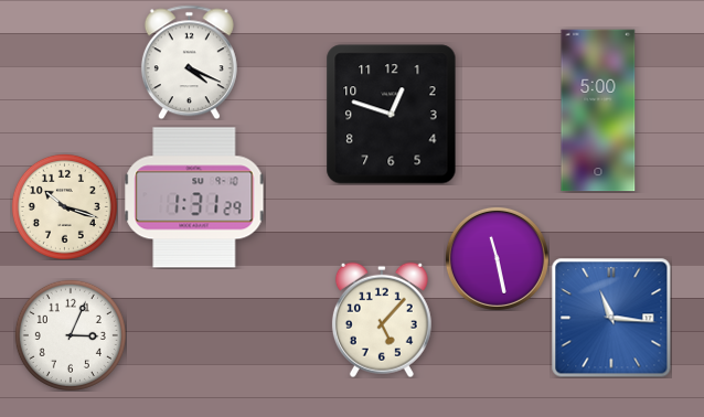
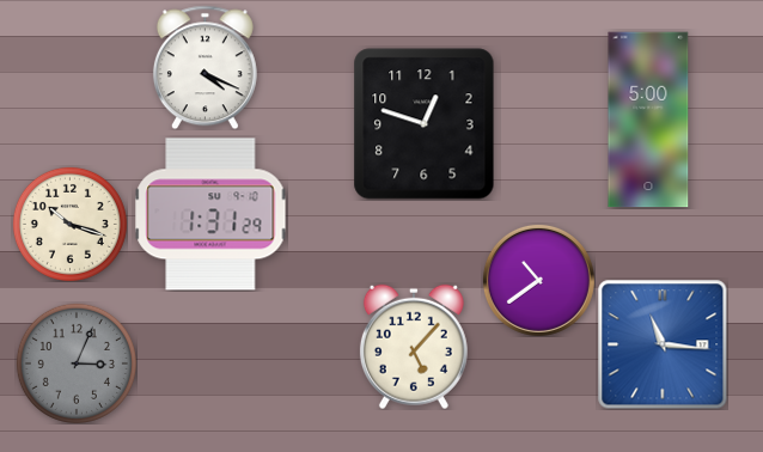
clock at (497, 258): 11:28 -> 10:39
clock at (71, 335) dial: white -> grey
